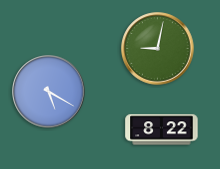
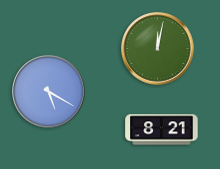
clock at (158, 49): 9:02 -> 12:02
clock at (162, 130): 8:22 -> 8:21
